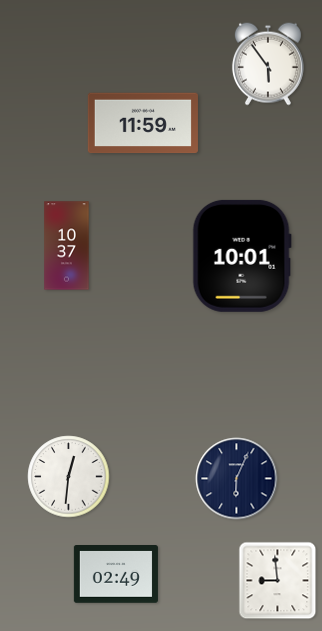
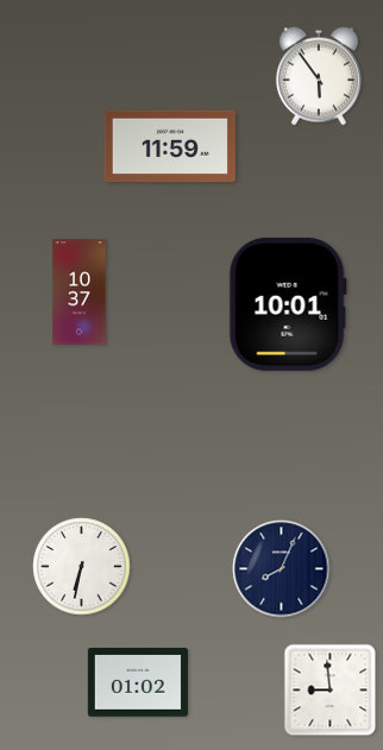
clock at (69, 477): 12:31 -> 6:32
clock at (237, 479): 6:04 -> 8:04
clock at (116, 575): 02:49 -> 01:02
